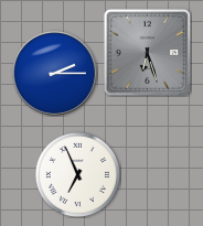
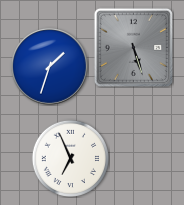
clock at (147, 52): 6:27 -> 5:27
clock at (55, 74): 2:15 -> 1:33
